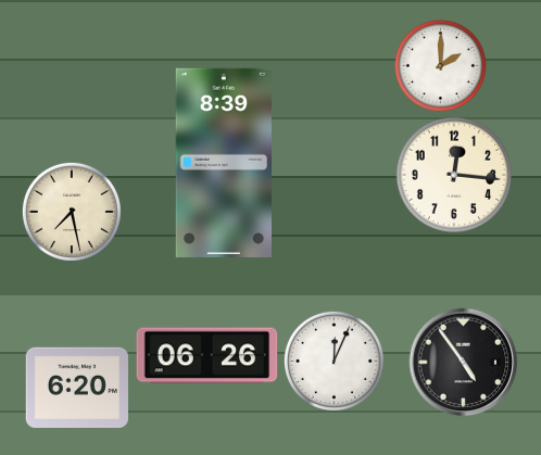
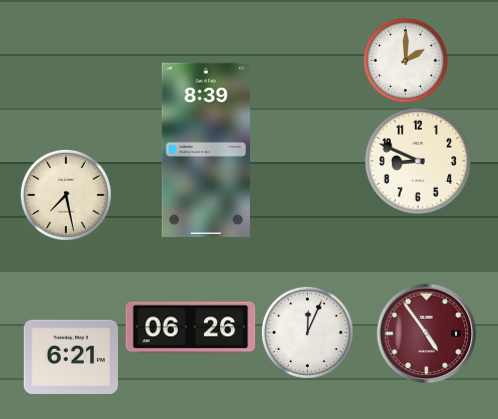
clock at (453, 174): 12:16 -> 8:49
clock at (464, 363) dial: black -> burgundy
clock at (77, 388): 6:20 -> 6:21
